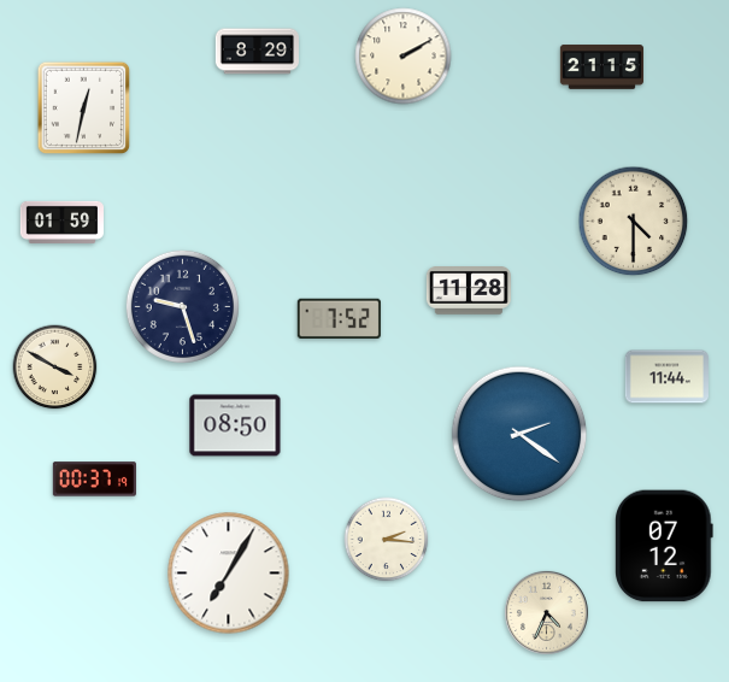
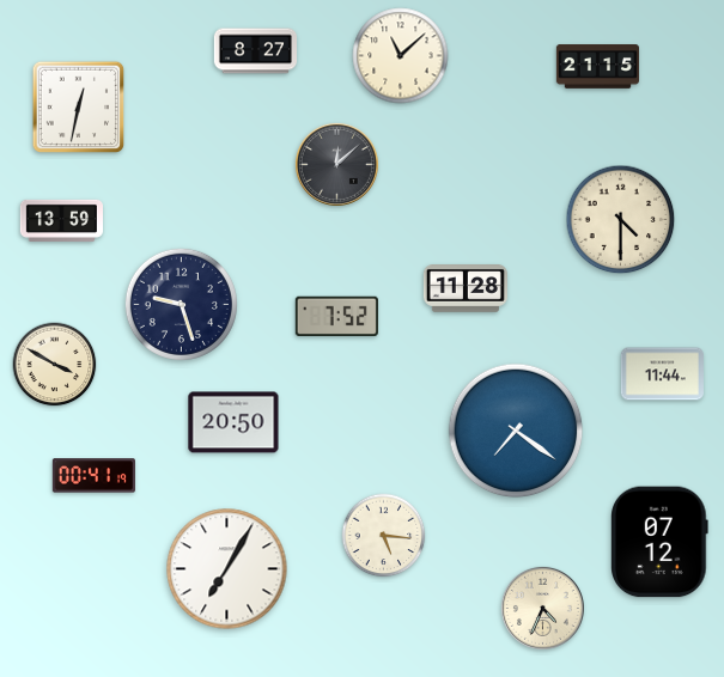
clock at (257, 52): 8:29 -> 8:27
clock at (404, 57): 2:10 -> 11:08
clock at (84, 108) position: (84, 108) -> (79, 108)
clock at (336, 164): none -> 12:08
clock at (61, 222): 01:59 -> 13:59
clock at (634, 222) position: (634, 222) -> (621, 220)
clock at (235, 425): 08:50 -> 20:50
clock at (519, 434): 2:21 -> 7:21
clock at (94, 480): 00:37 -> 00:41
clock at (387, 540): 2:16 -> 5:16
